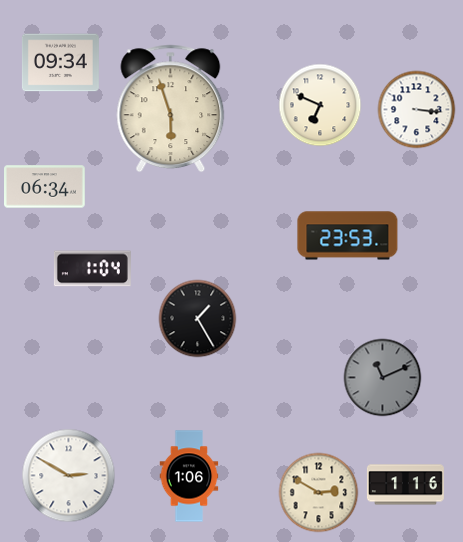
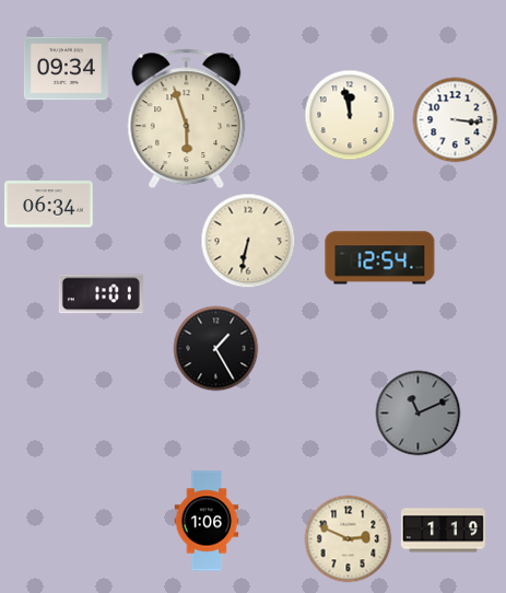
clock at (320, 105): 6:49 -> 11:58
clock at (248, 241): none -> 6:32
clock at (348, 236): 23:53 -> 12:54
clock at (92, 269): 1:04 -> 1:01
clock at (68, 475): 2:50 -> none
clock at (405, 485): 1:16 -> 1:19
clock at (318, 492): 2:50 -> 2:49
